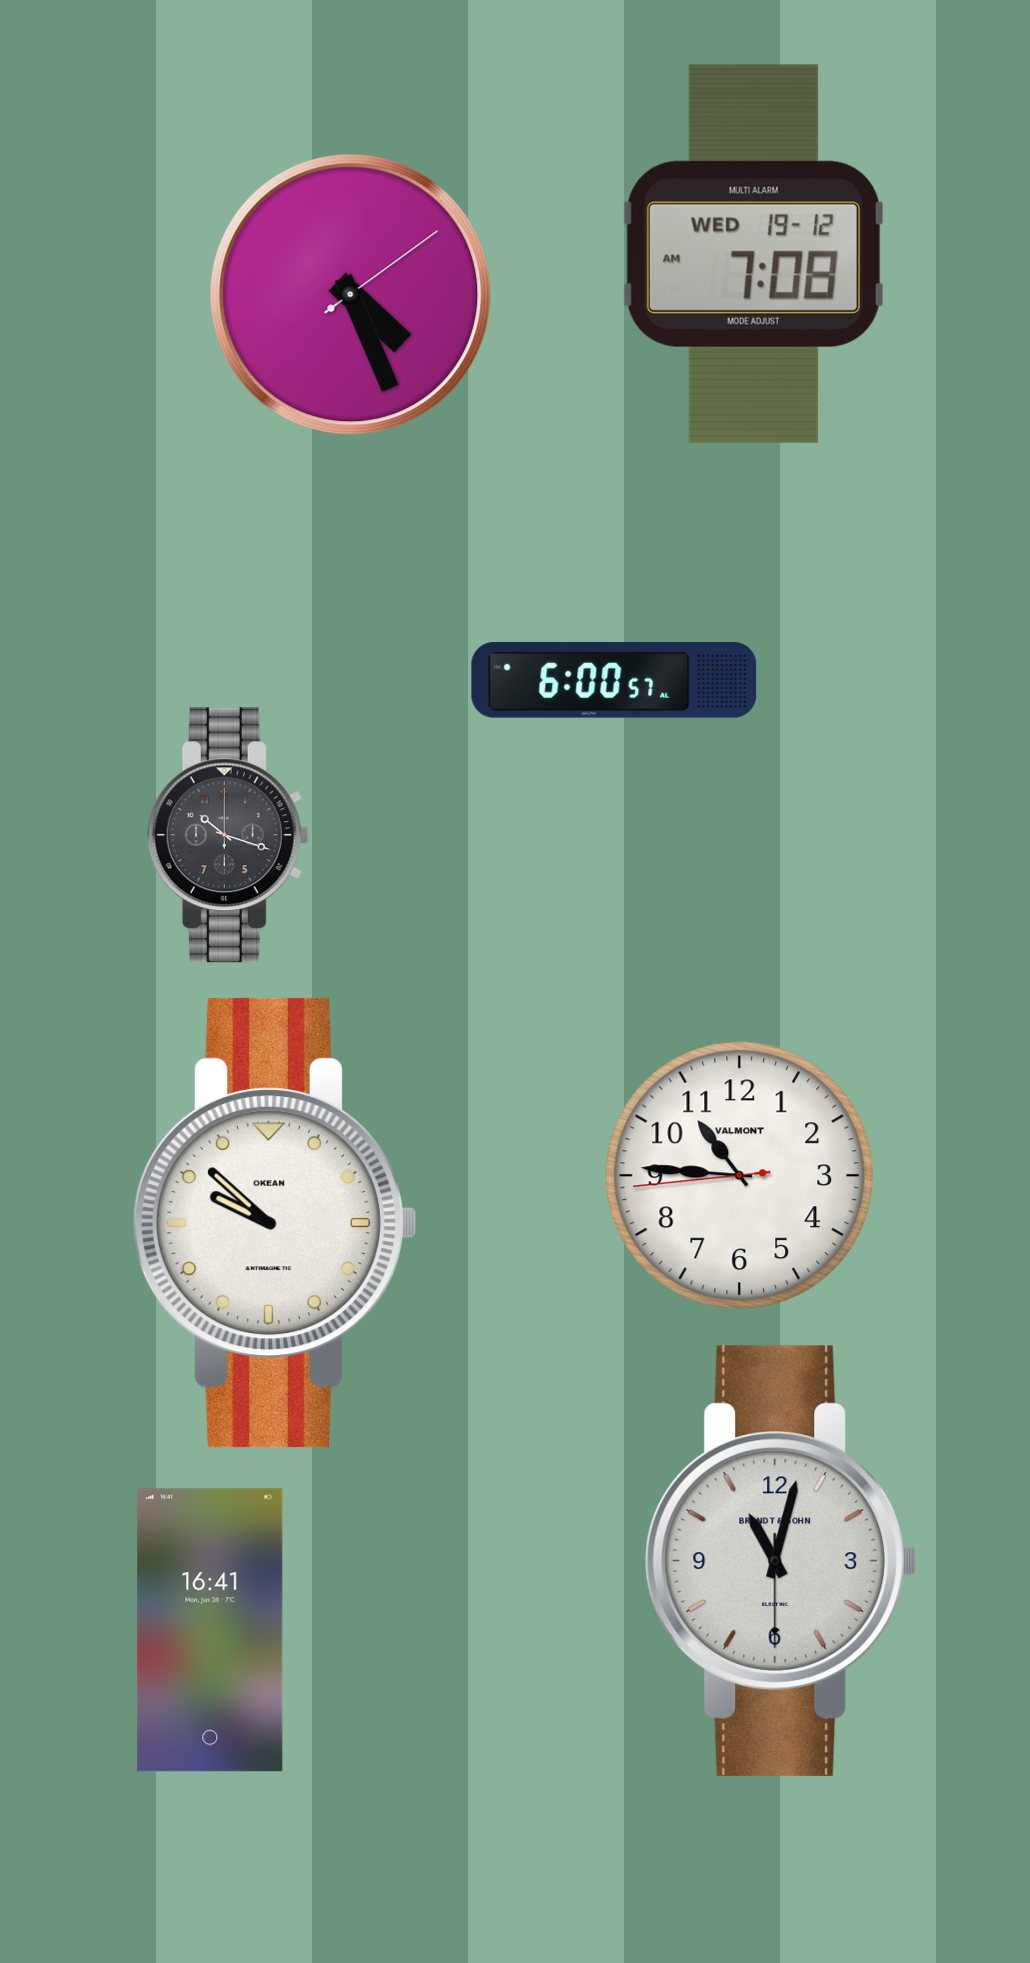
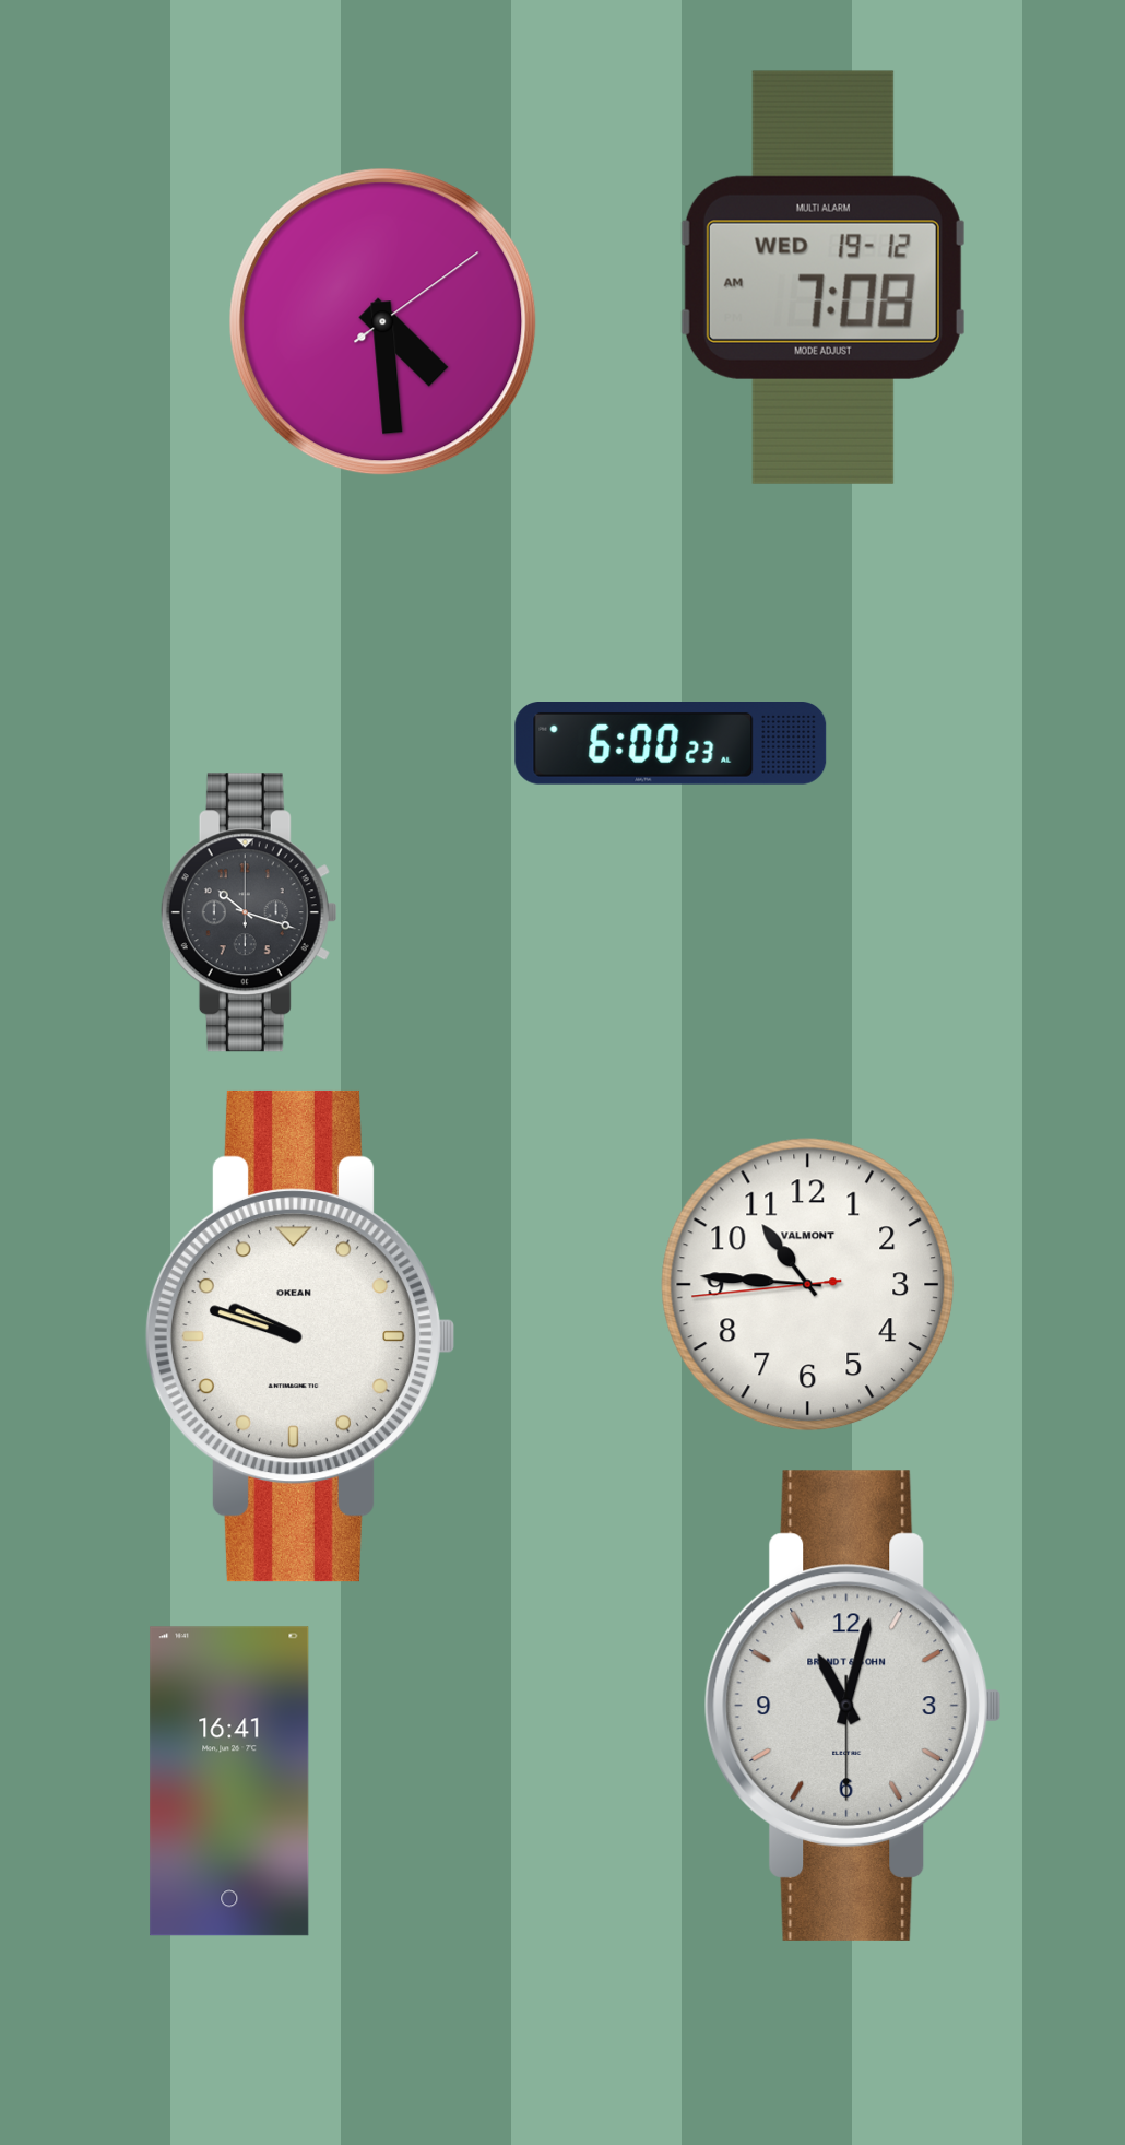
clock at (351, 295): 4:26 -> 4:29
clock at (614, 681): 6:00:57 -> 6:00:23
clock at (274, 1223): 9:52 -> 9:48
